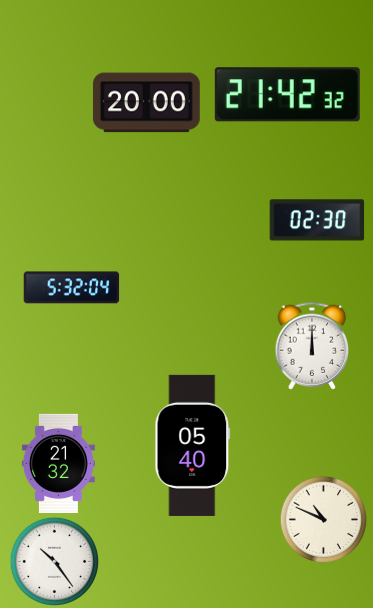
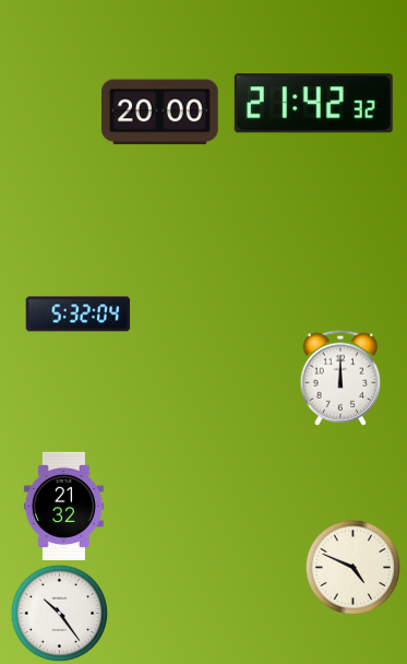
clock at (317, 220): 02:30 -> none
clock at (193, 445): 05:40 -> none
clock at (323, 519): 10:49 -> 4:49
